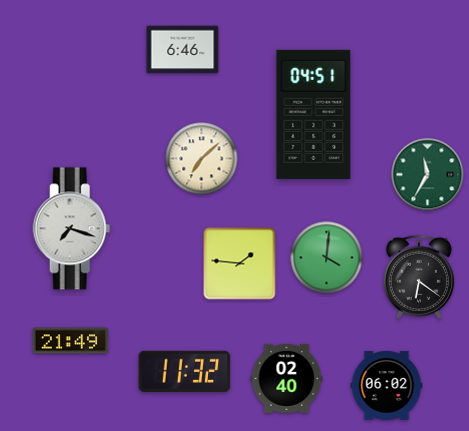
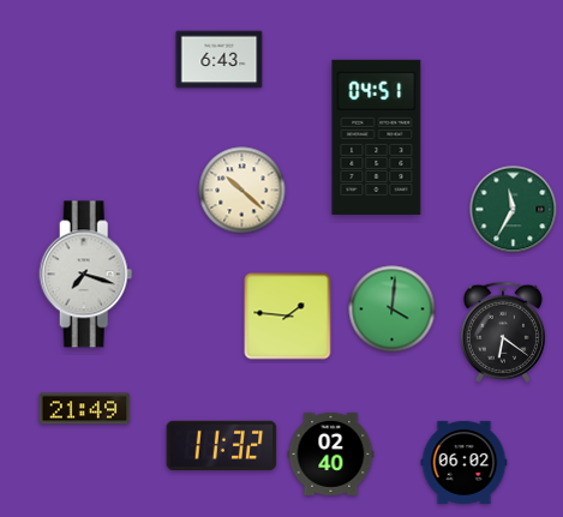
clock at (183, 50): 6:46 -> 6:43
clock at (202, 159): 7:08 -> 10:22
clock at (287, 378) position: (287, 378) -> (331, 453)
